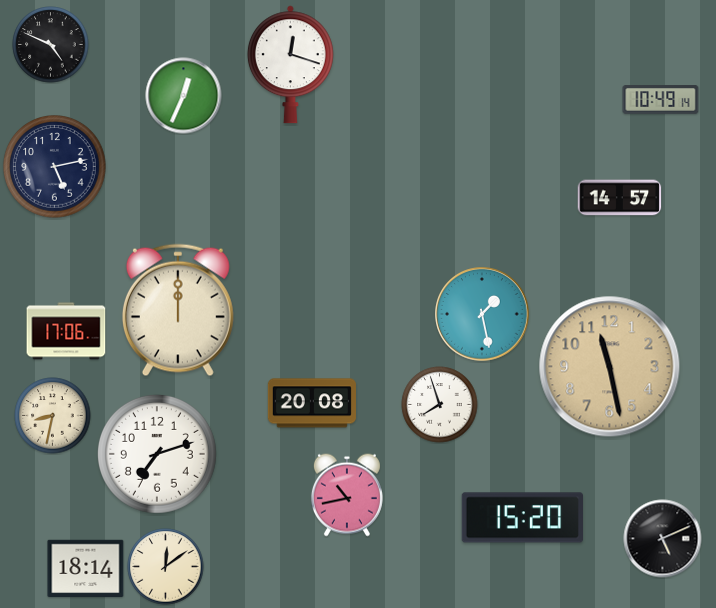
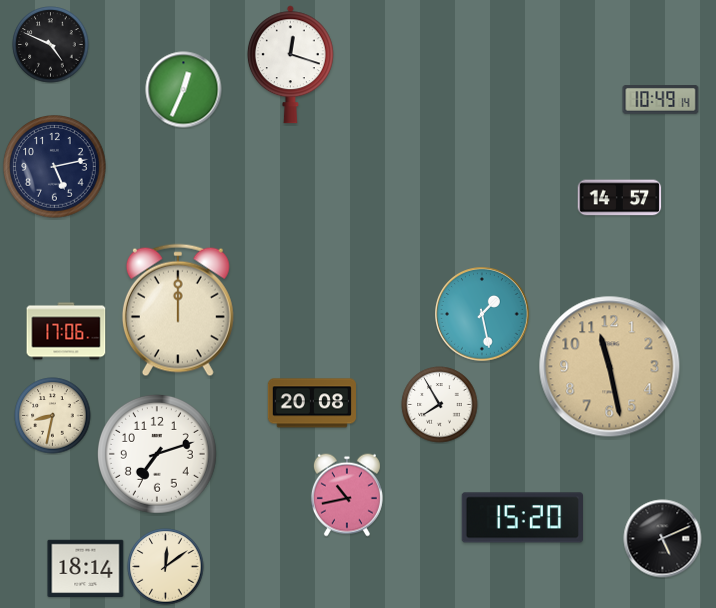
clock at (184, 96) position: (184, 96) -> (184, 90)
clock at (440, 405): 7:57 -> 7:55
